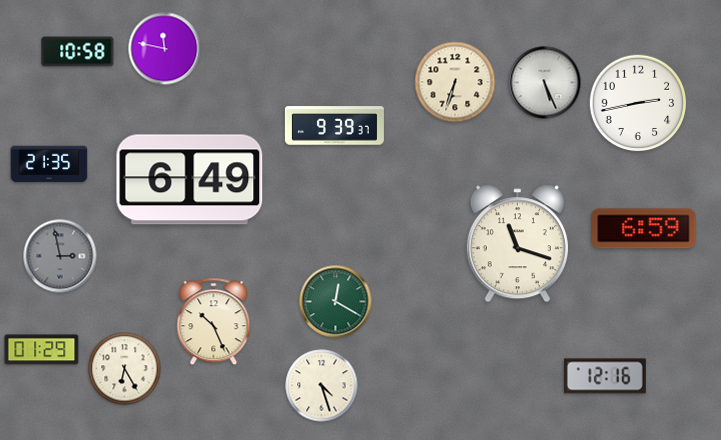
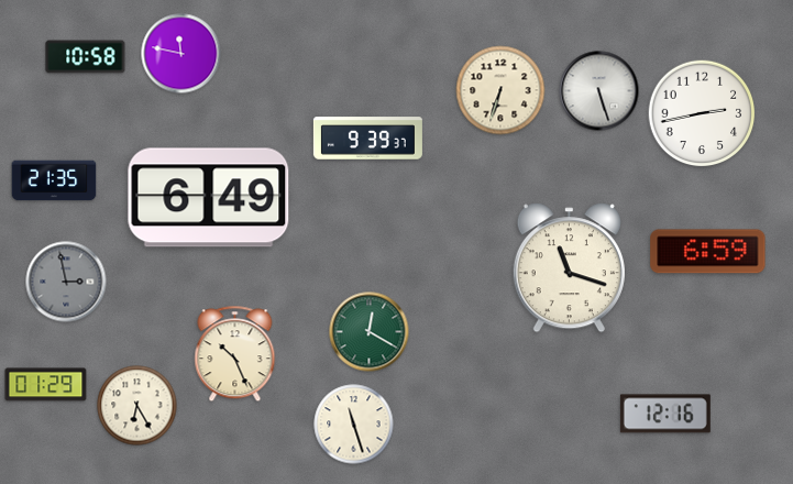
clock at (545, 83): 5:26 -> 5:27
clock at (322, 386): 4:27 -> 11:27
